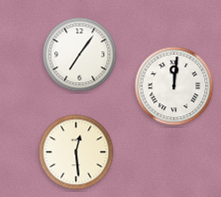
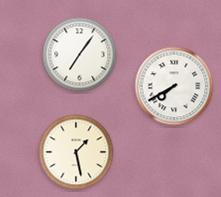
clock at (174, 86): 12:01 -> 7:40
clock at (76, 152): 12:29 -> 1:28
